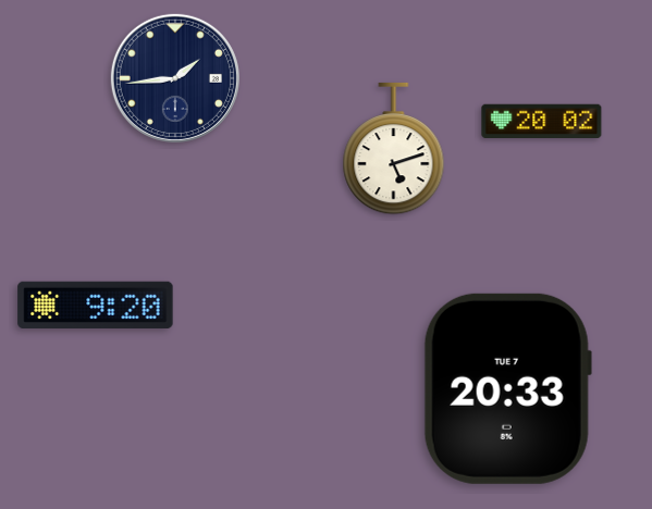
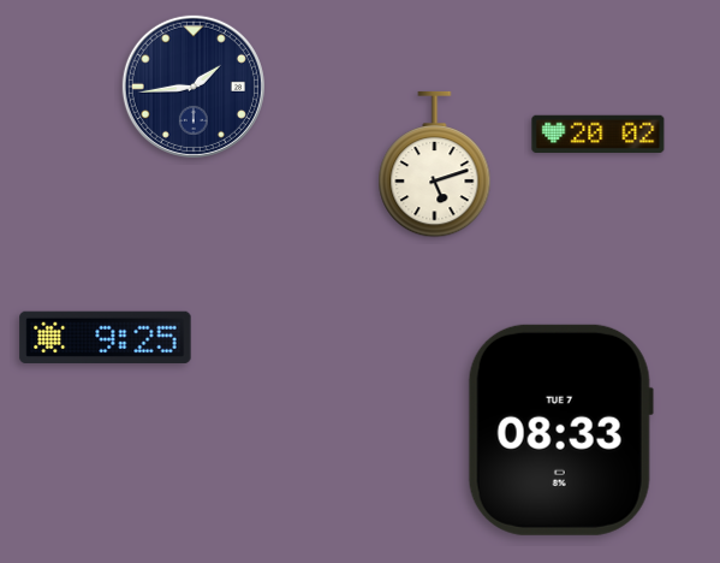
clock at (96, 305): 9:20 -> 9:25
clock at (507, 388): 20:33 -> 08:33
